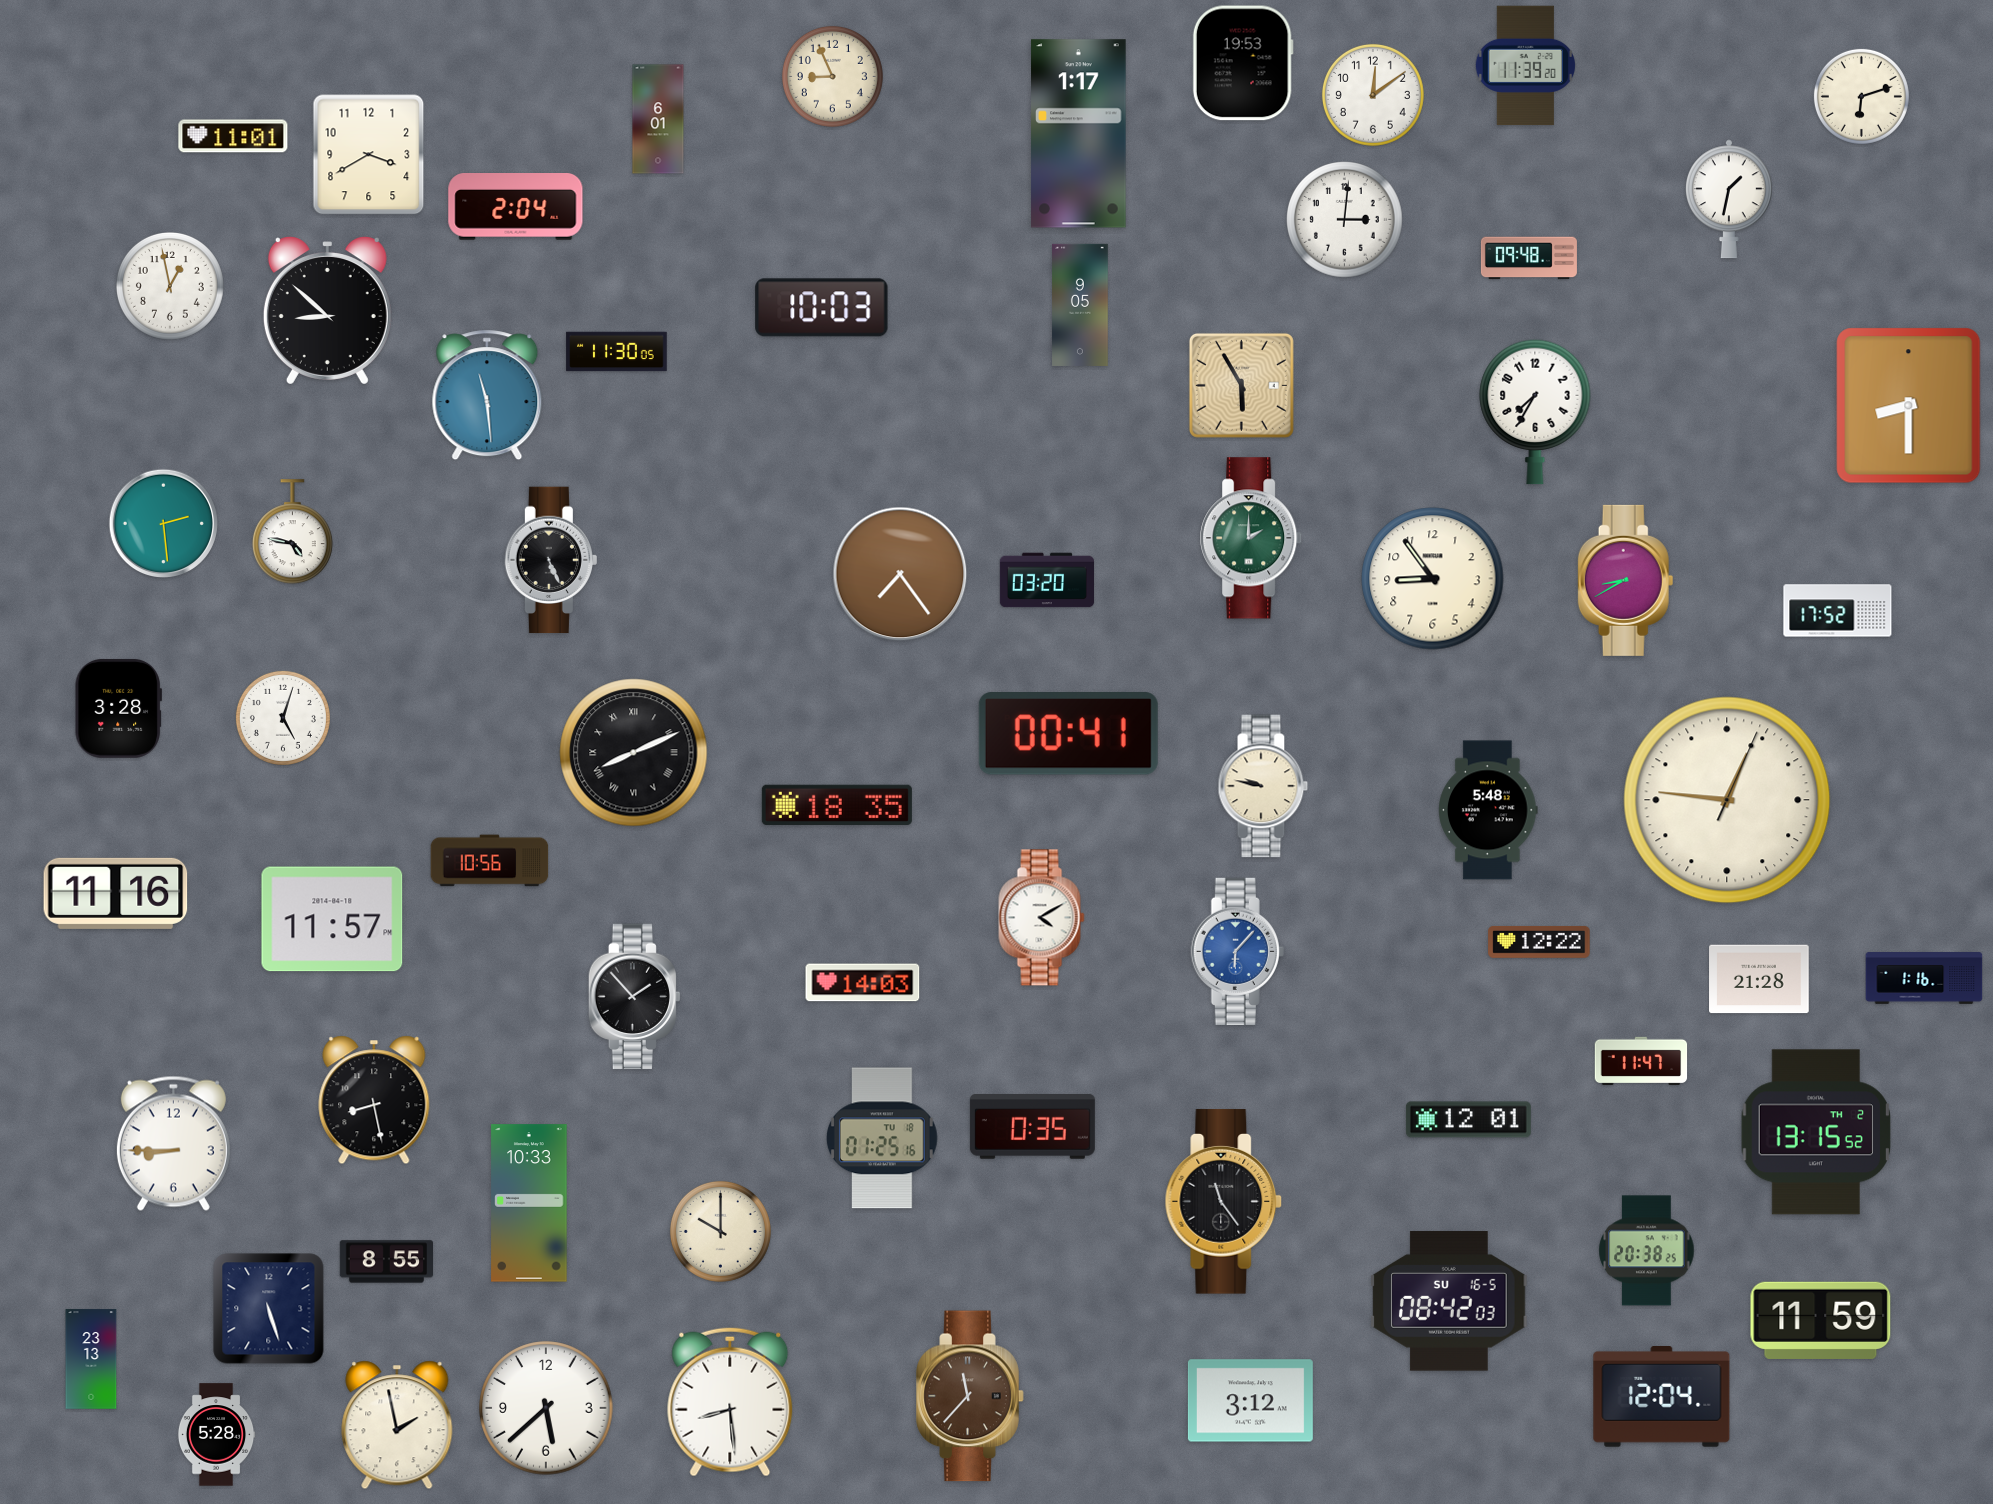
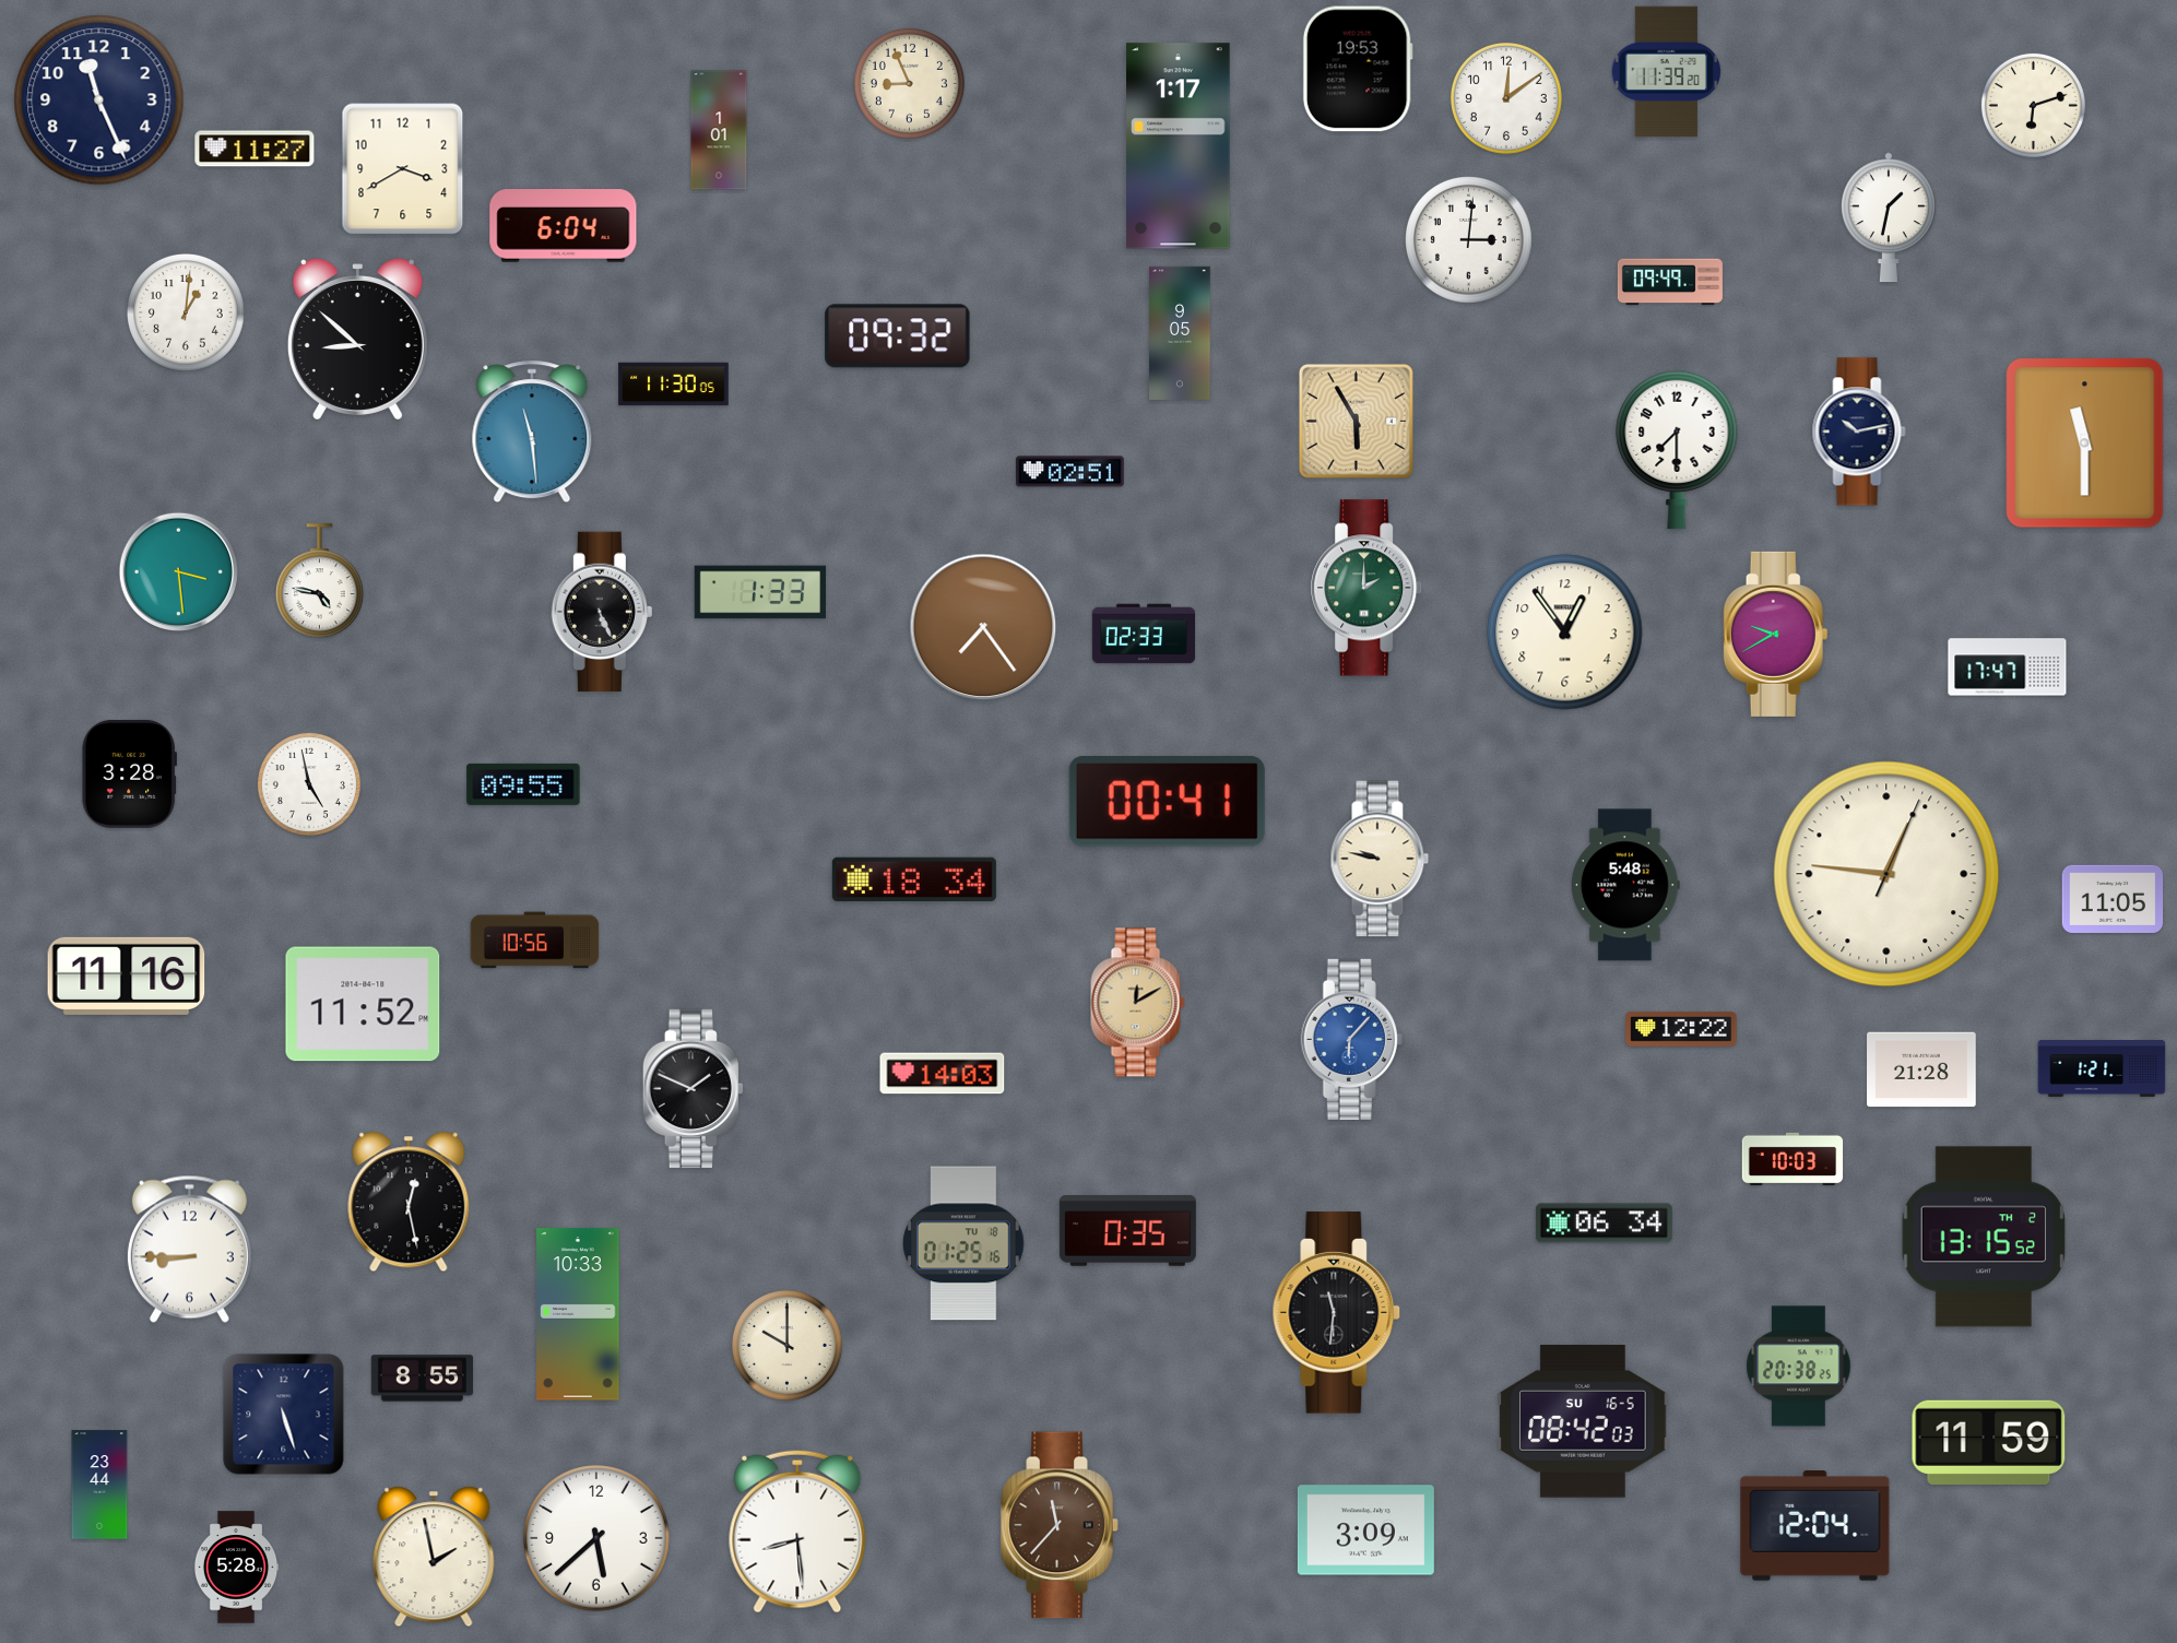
clock at (99, 101): none -> 11:26
clock at (1373, 95) position: (1373, 95) -> (1506, 98)
clock at (658, 119): 6:01 -> 1:01
clock at (233, 136): 11:01 -> 11:27
clock at (516, 207): 2:04 -> 6:04
clock at (1529, 258): 09:48 -> 09:49
clock at (170, 286): 12:58 -> 1:01
clock at (822, 308): 10:03 -> 09:32
clock at (1859, 432): none -> 10:13
clock at (1909, 406): 8:30 -> 11:30
clock at (1535, 412): 7:35 -> 7:30
clock at (1069, 472): none -> 02:51
clock at (164, 524): 2:29 -> 3:29
clock at (759, 592): none -> 1:33
clock at (1433, 579): 8:54 -> 12:54
clock at (1046, 580): 03:20 -> 02:33
clock at (1626, 580): 8:40 -> 9:40
clock at (1838, 611): 17:52 -> 17:47
clock at (283, 718): 5:03 -> 4:58
clock at (523, 784): none -> 09:55
clock at (634, 753): 8:11 -> none
clock at (837, 805): 18:35 -> 18:34
clock at (2113, 899): none -> 11:05
clock at (1042, 918): 4:10 -> 12:10
clock at (1042, 918) dial: white -> champagne
clock at (332, 919): 11:57 -> 11:52
clock at (1924, 978): 1:16 -> 1:21
clock at (634, 997): 1:53 -> 1:49
clock at (1641, 1060): 11:47 -> 10:03
clock at (374, 1100): 8:28 -> 12:28
clock at (1468, 1120): 12:01 -> 06:34
clock at (1224, 1202): 11:24 -> 11:31
clock at (269, 1309) position: (269, 1309) -> (284, 1415)
clock at (91, 1359): 23:13 -> 23:44
clock at (1250, 1401): 3:12 -> 3:09
